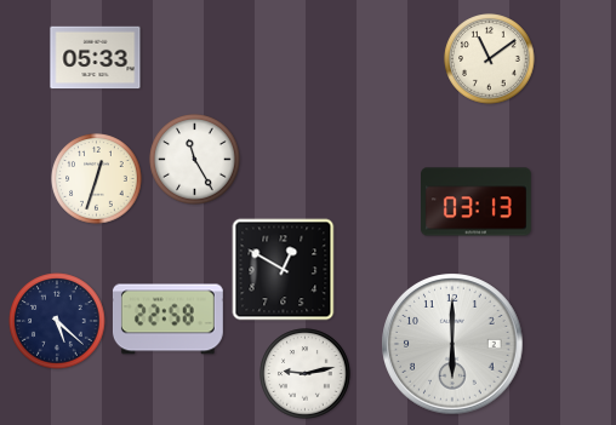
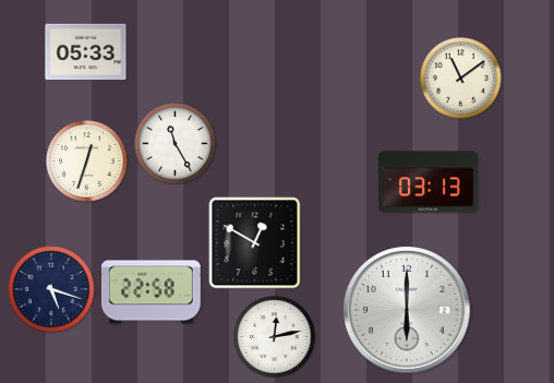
clock at (490, 59) position: (490, 59) -> (461, 79)
clock at (167, 320) position: (167, 320) -> (150, 292)
clock at (57, 321): 5:22 -> 5:18
clock at (306, 374): 9:13 -> 12:13
